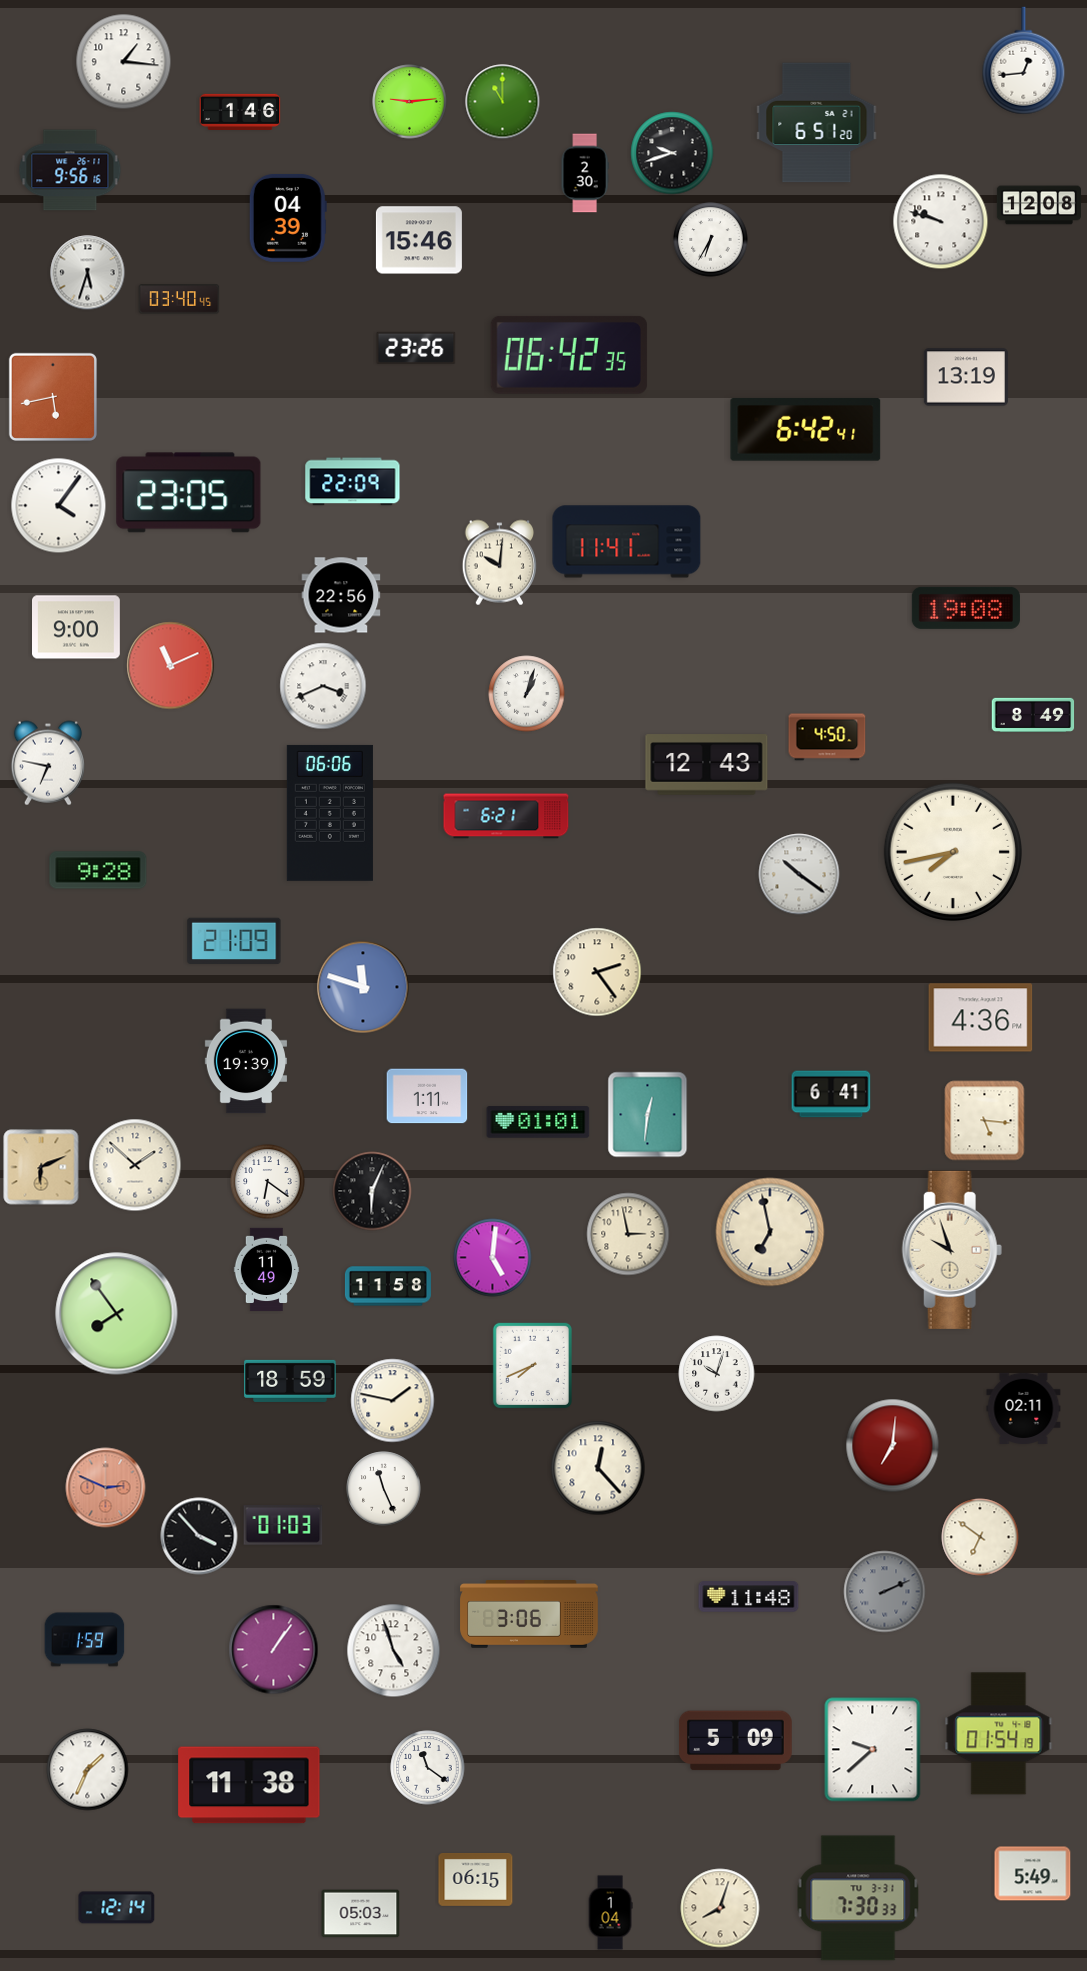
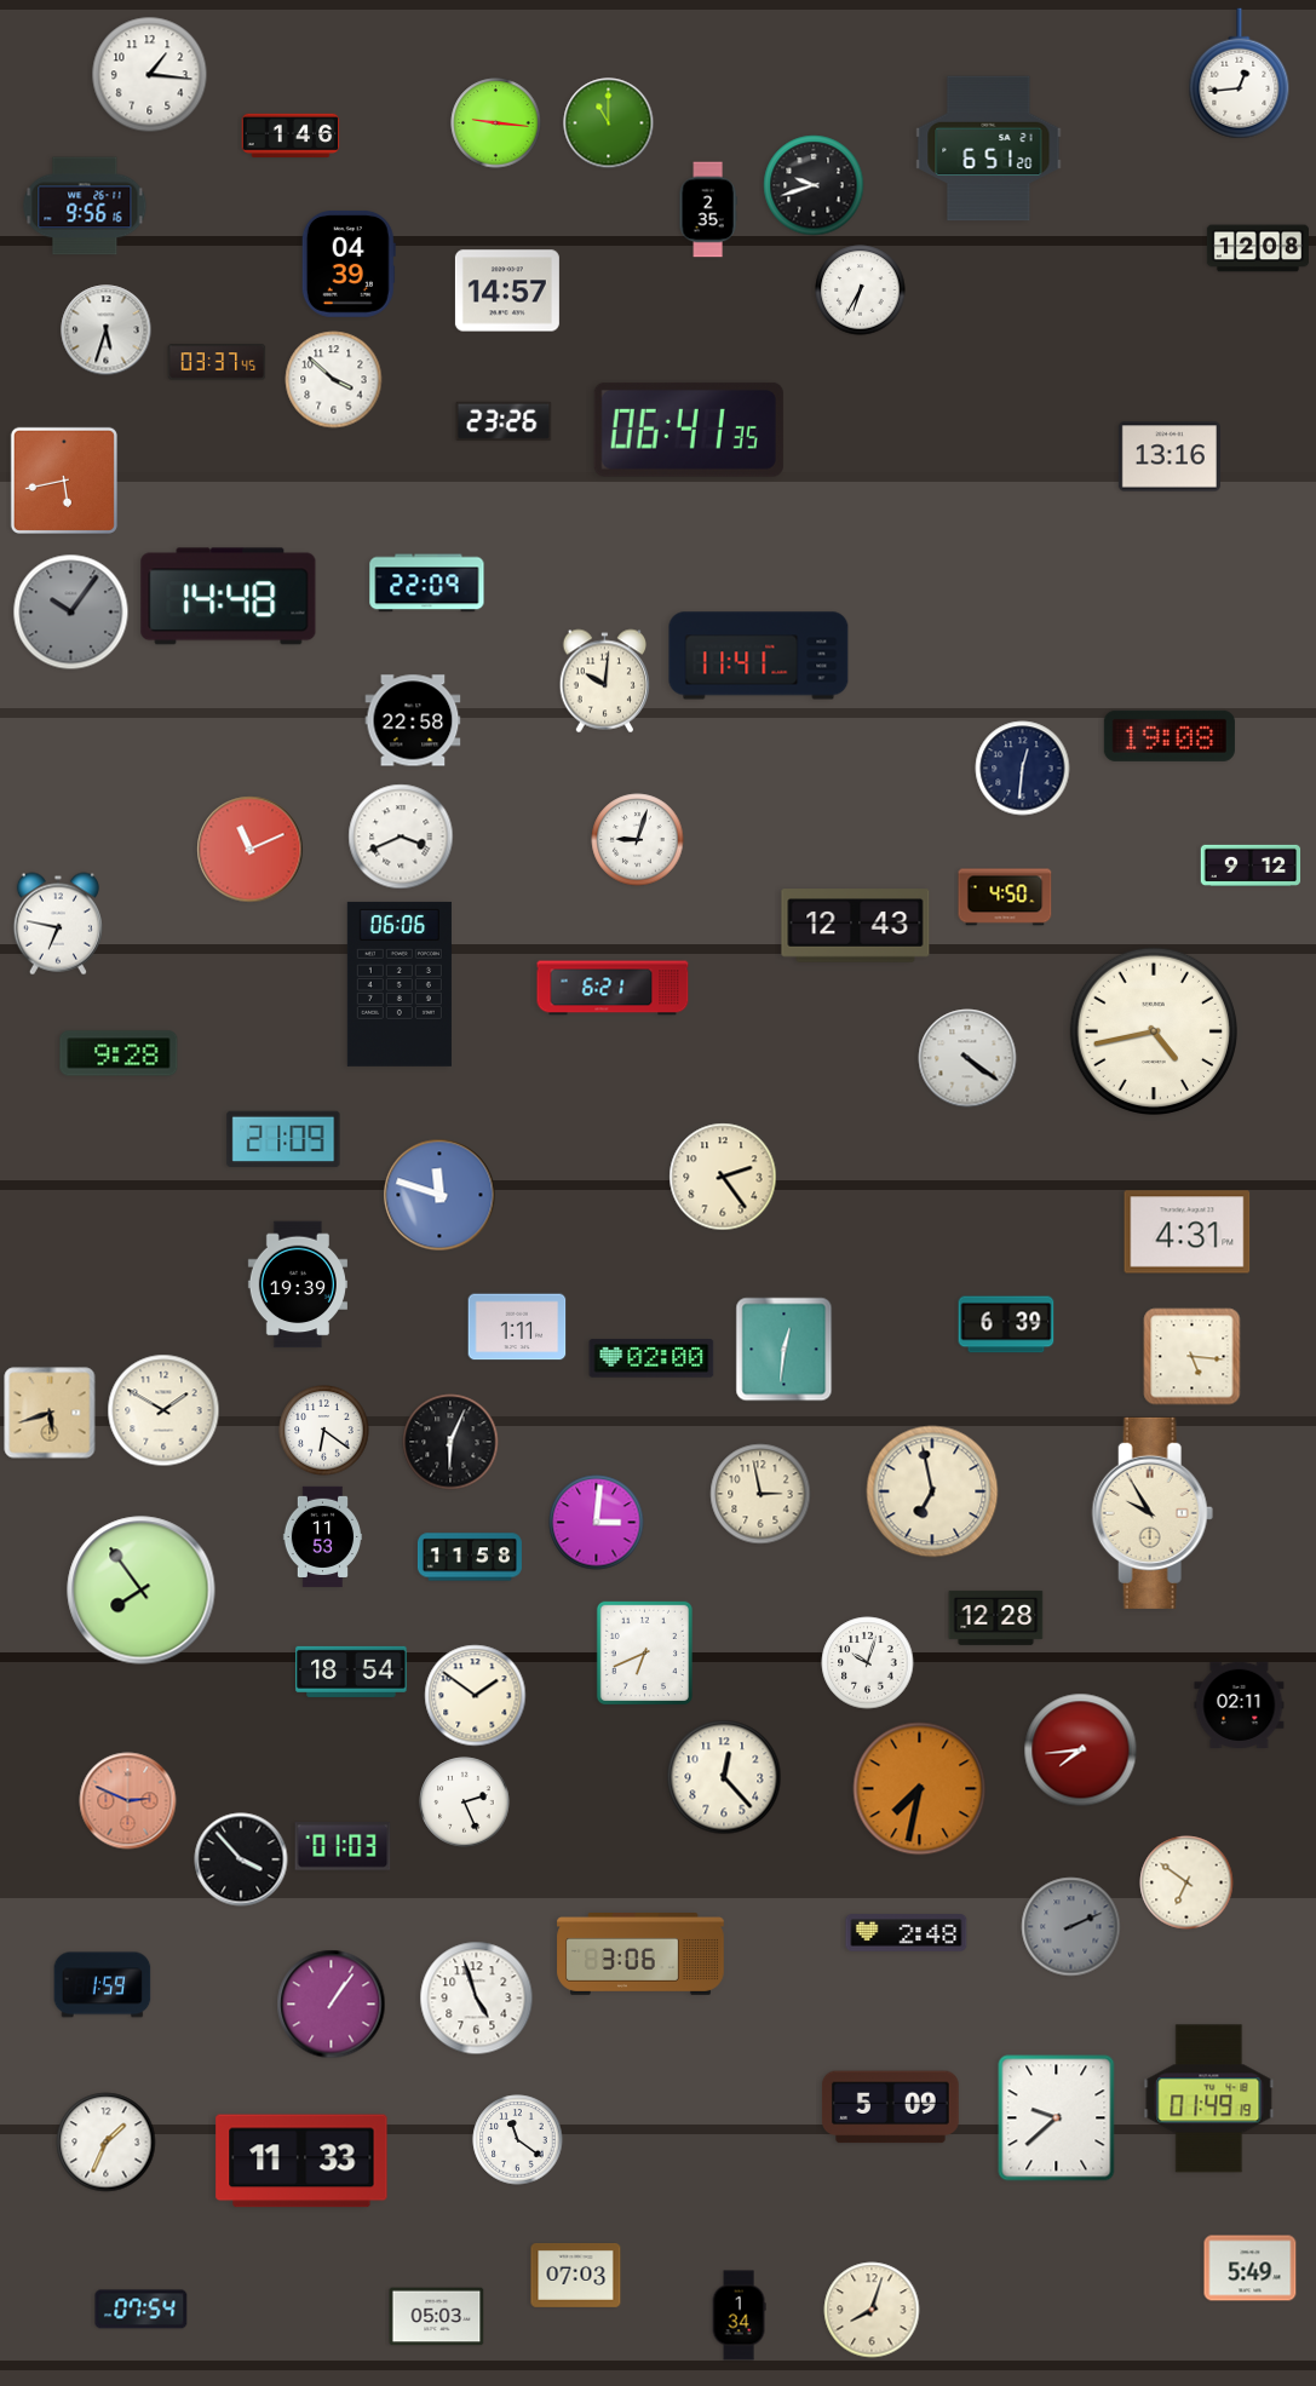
clock at (410, 102): 9:14 -> 9:16
clock at (585, 173): 2:30 -> 2:35
clock at (941, 222): 9:48 -> none
clock at (419, 240): 15:46 -> 14:57
clock at (179, 299): 03:40 -> 03:37
clock at (334, 380): none -> 3:52
clock at (569, 355): 06:42 -> 06:41
clock at (966, 377): 13:19 -> 13:16
clock at (806, 429): 6:42 -> none
clock at (189, 493): 23:05 -> 14:48
clock at (59, 506): 4:06 -> 10:06
clock at (59, 506) dial: white -> grey
clock at (341, 595): 22:56 -> 22:58
clock at (77, 627): 9:00 -> none
clock at (1023, 769): none -> 12:31
clock at (171, 666) position: (171, 666) -> (251, 850)
clock at (323, 686) position: (323, 686) -> (401, 836)
clock at (527, 694): 1:03 -> 9:03
clock at (1033, 714): 8:49 -> 9:12
clock at (827, 737) position: (827, 737) -> (1005, 897)
clock at (952, 851): 7:43 -> 4:43
clock at (799, 874): 10:21 -> 4:21
clock at (981, 1018): 4:36 -> 4:31
clock at (831, 1094): 6:41 -> 6:39
clock at (538, 1122): 01:01 -> 02:00
clock at (135, 1165): 1:52 -> 1:50
clock at (41, 1167): 6:11 -> 5:42
clock at (952, 1250): 9:57 -> 9:55
clock at (493, 1258): 5:01 -> 3:01
clock at (267, 1270): 11:49 -> 11:53
clock at (996, 1617): none -> 12:28
clock at (532, 1365): 7:41 -> 6:41
clock at (290, 1381): 18:59 -> 18:54
clock at (393, 1401): 1:47 -> 1:51
clock at (893, 1446): 7:01 -> 7:44
clock at (920, 1789): none -> 7:32
clock at (384, 1489): 11:26 -> 2:26
clock at (980, 1537) position: (980, 1537) -> (1186, 1882)
clock at (749, 1597): 11:48 -> 2:48
clock at (274, 1650) position: (274, 1650) -> (332, 2005)
clock at (999, 1734): 01:54 -> 01:49
clock at (249, 1785): 11:38 -> 11:33
clock at (476, 1880): 06:15 -> 07:03
clock at (858, 1898): 7:30 -> none
clock at (117, 1908): 12:14 -> 07:54
clock at (610, 1913): 1:04 -> 1:34
